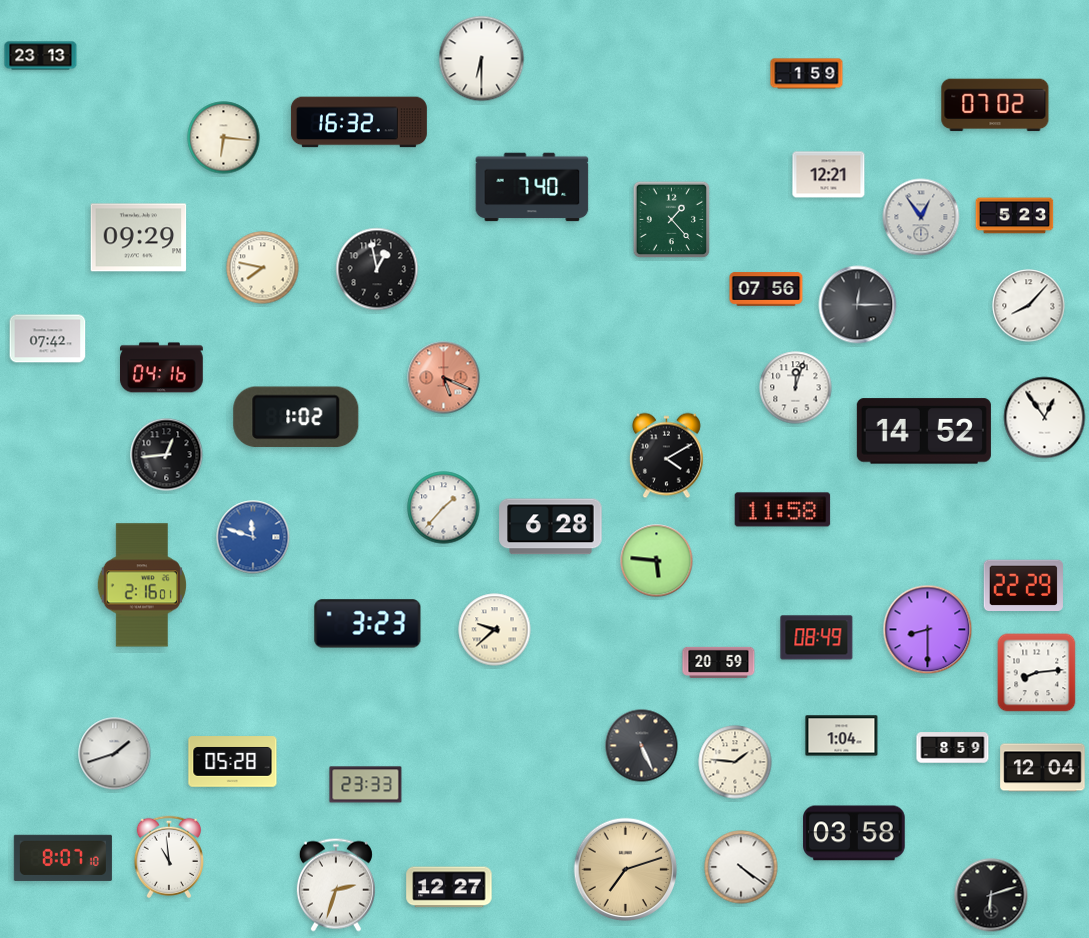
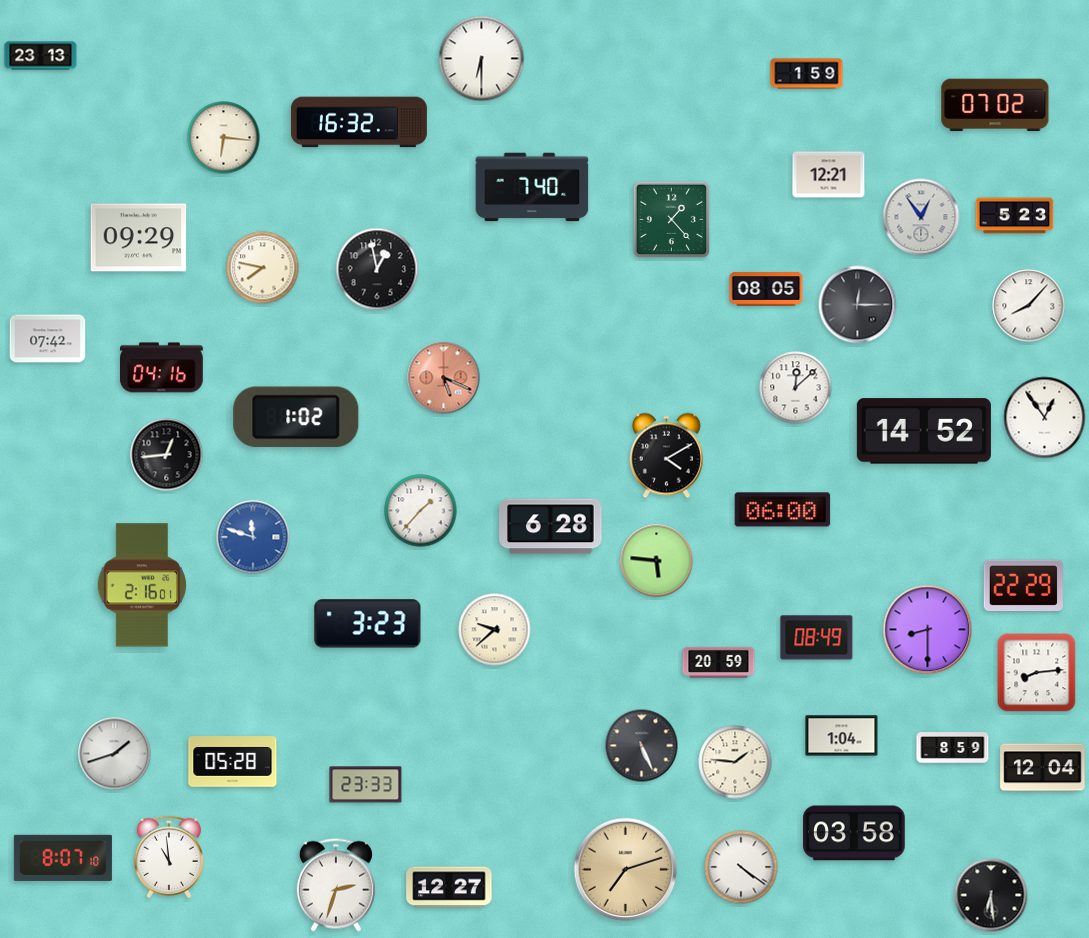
clock at (766, 289): 07:56 -> 08:05
clock at (796, 388): 12:03 -> 12:08
clock at (444, 508) position: (444, 508) -> (421, 511)
clock at (783, 510): 11:58 -> 06:00
clock at (991, 895): 6:12 -> 6:29
